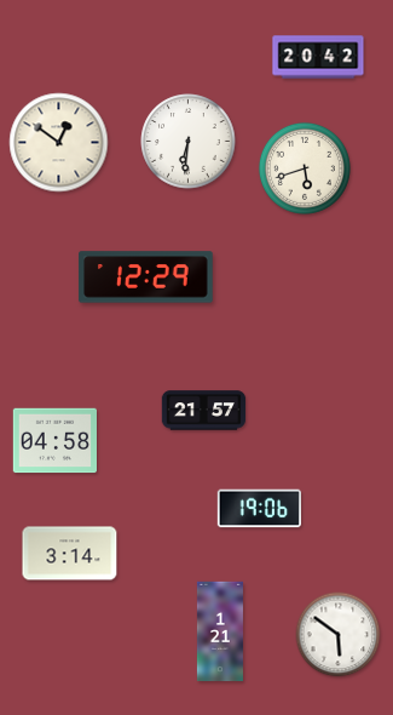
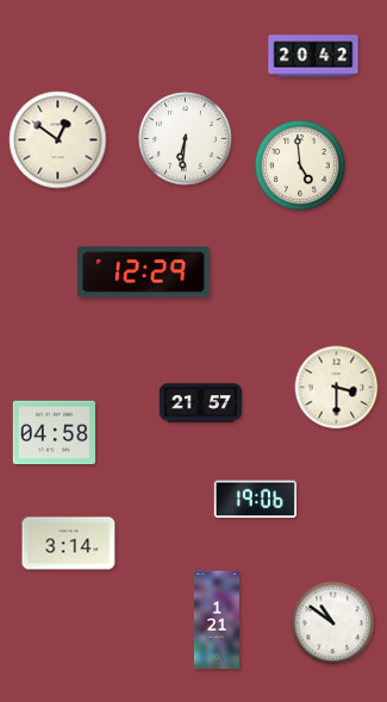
clock at (305, 168): 5:42 -> 4:59
clock at (337, 388): none -> 3:30
clock at (339, 635): 5:51 -> 10:51
